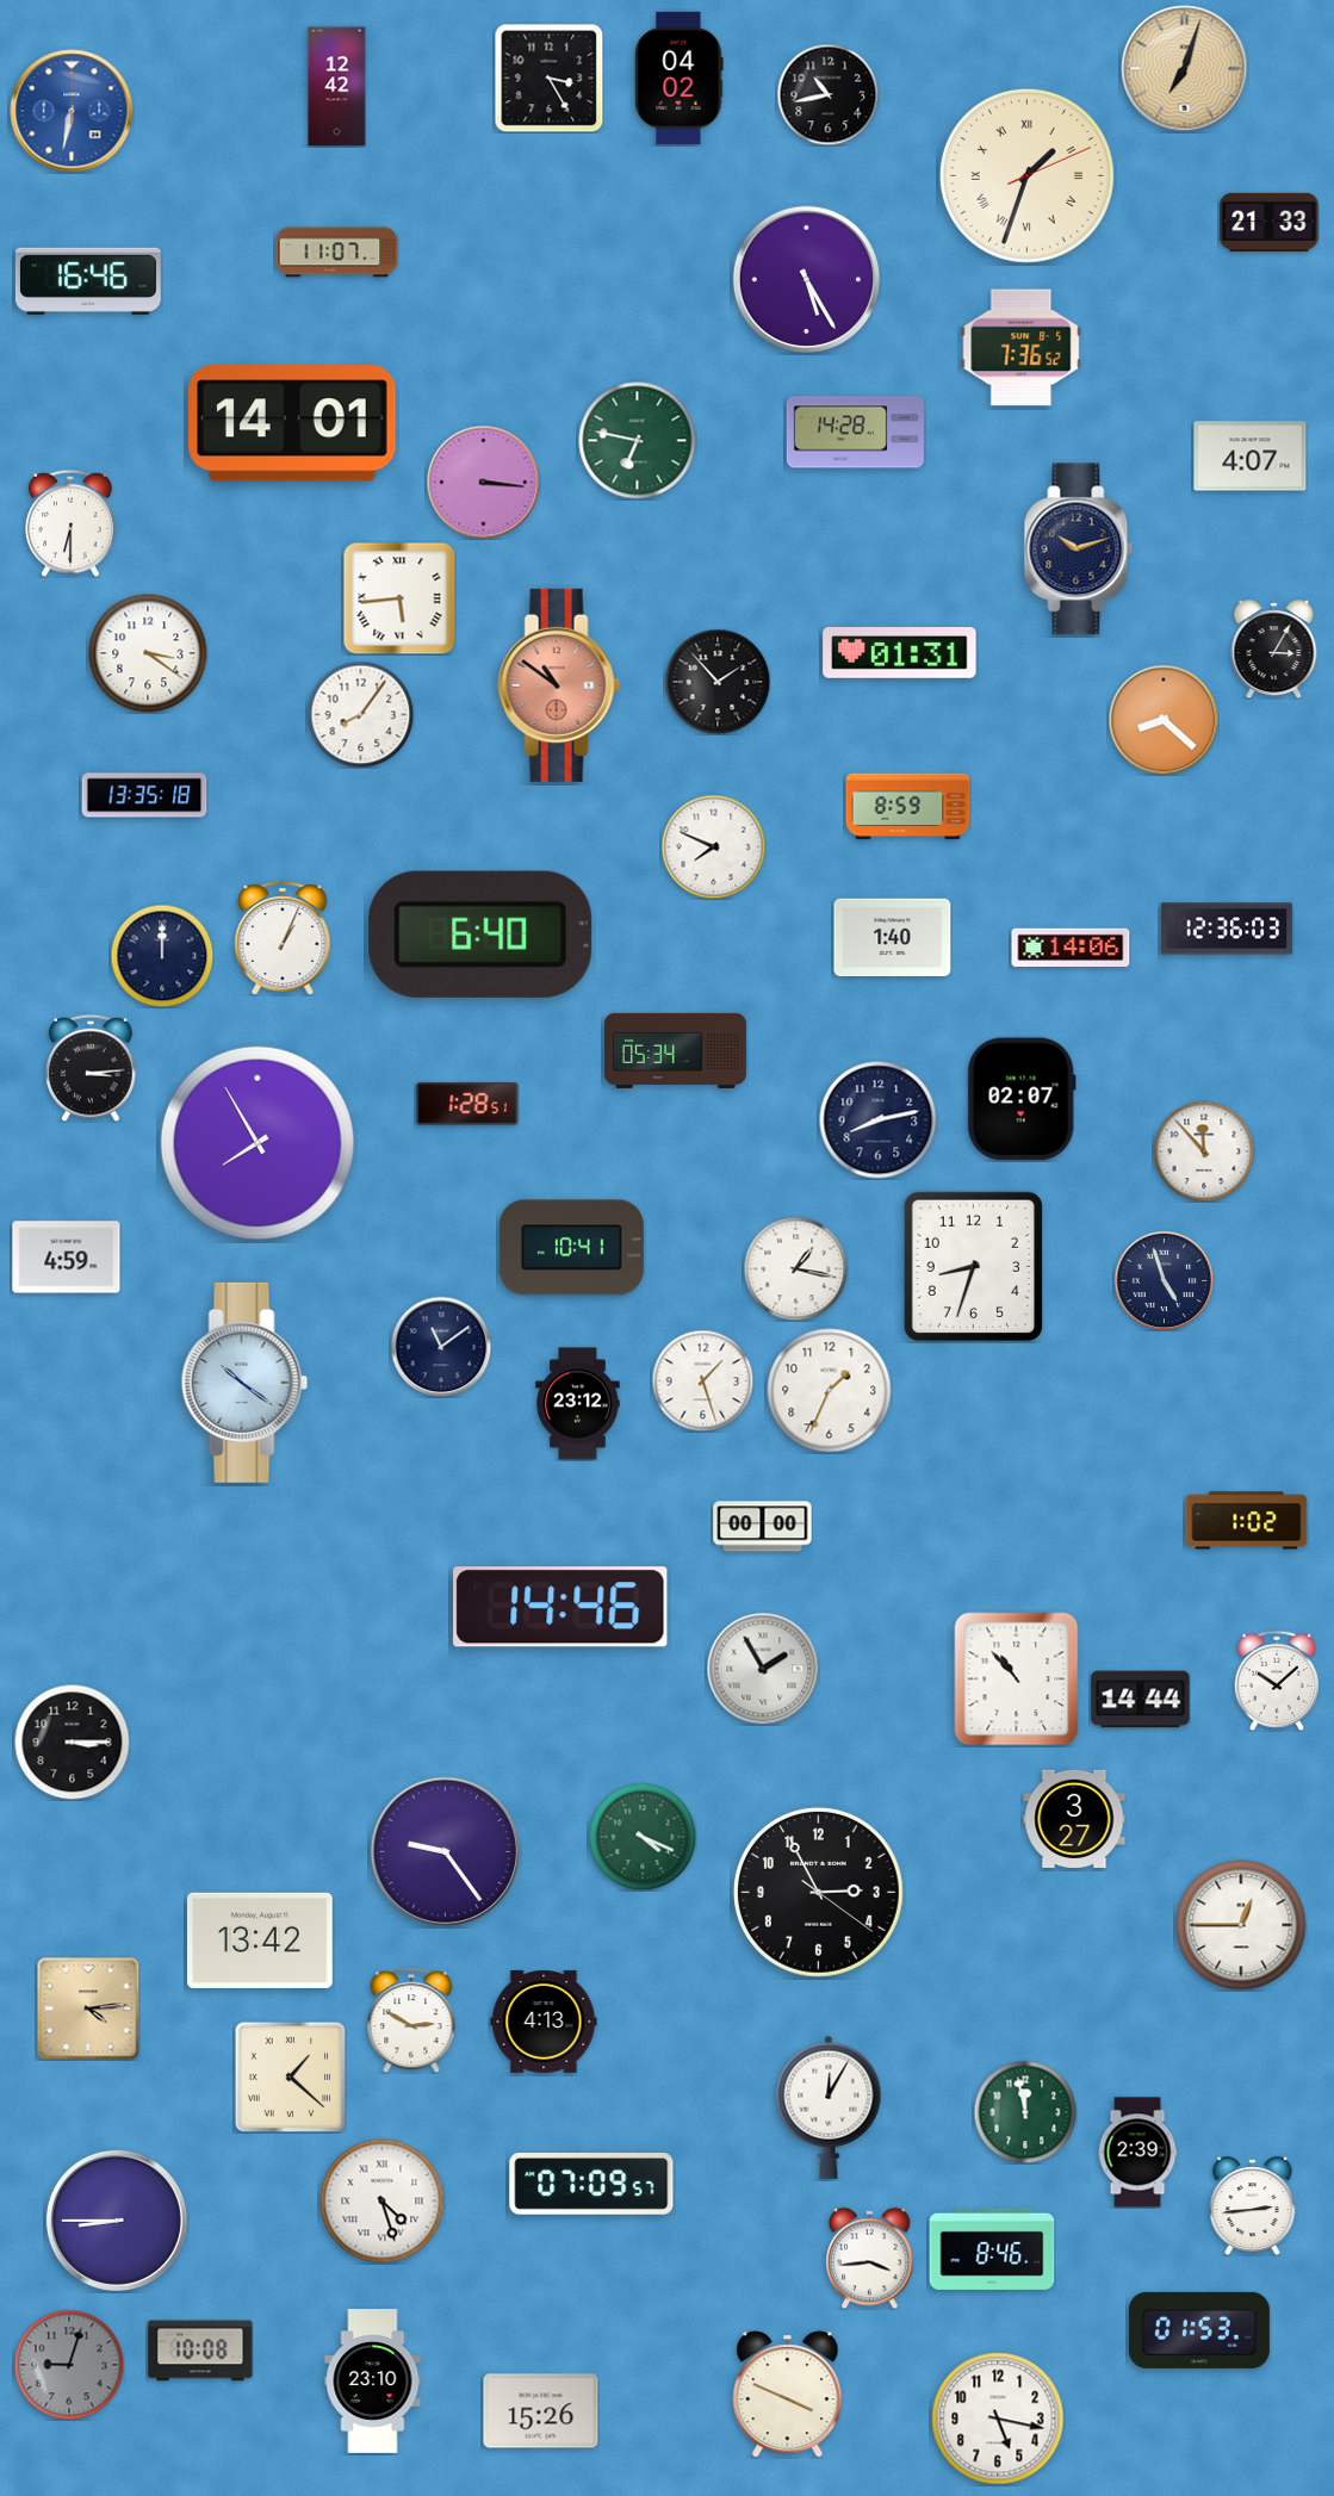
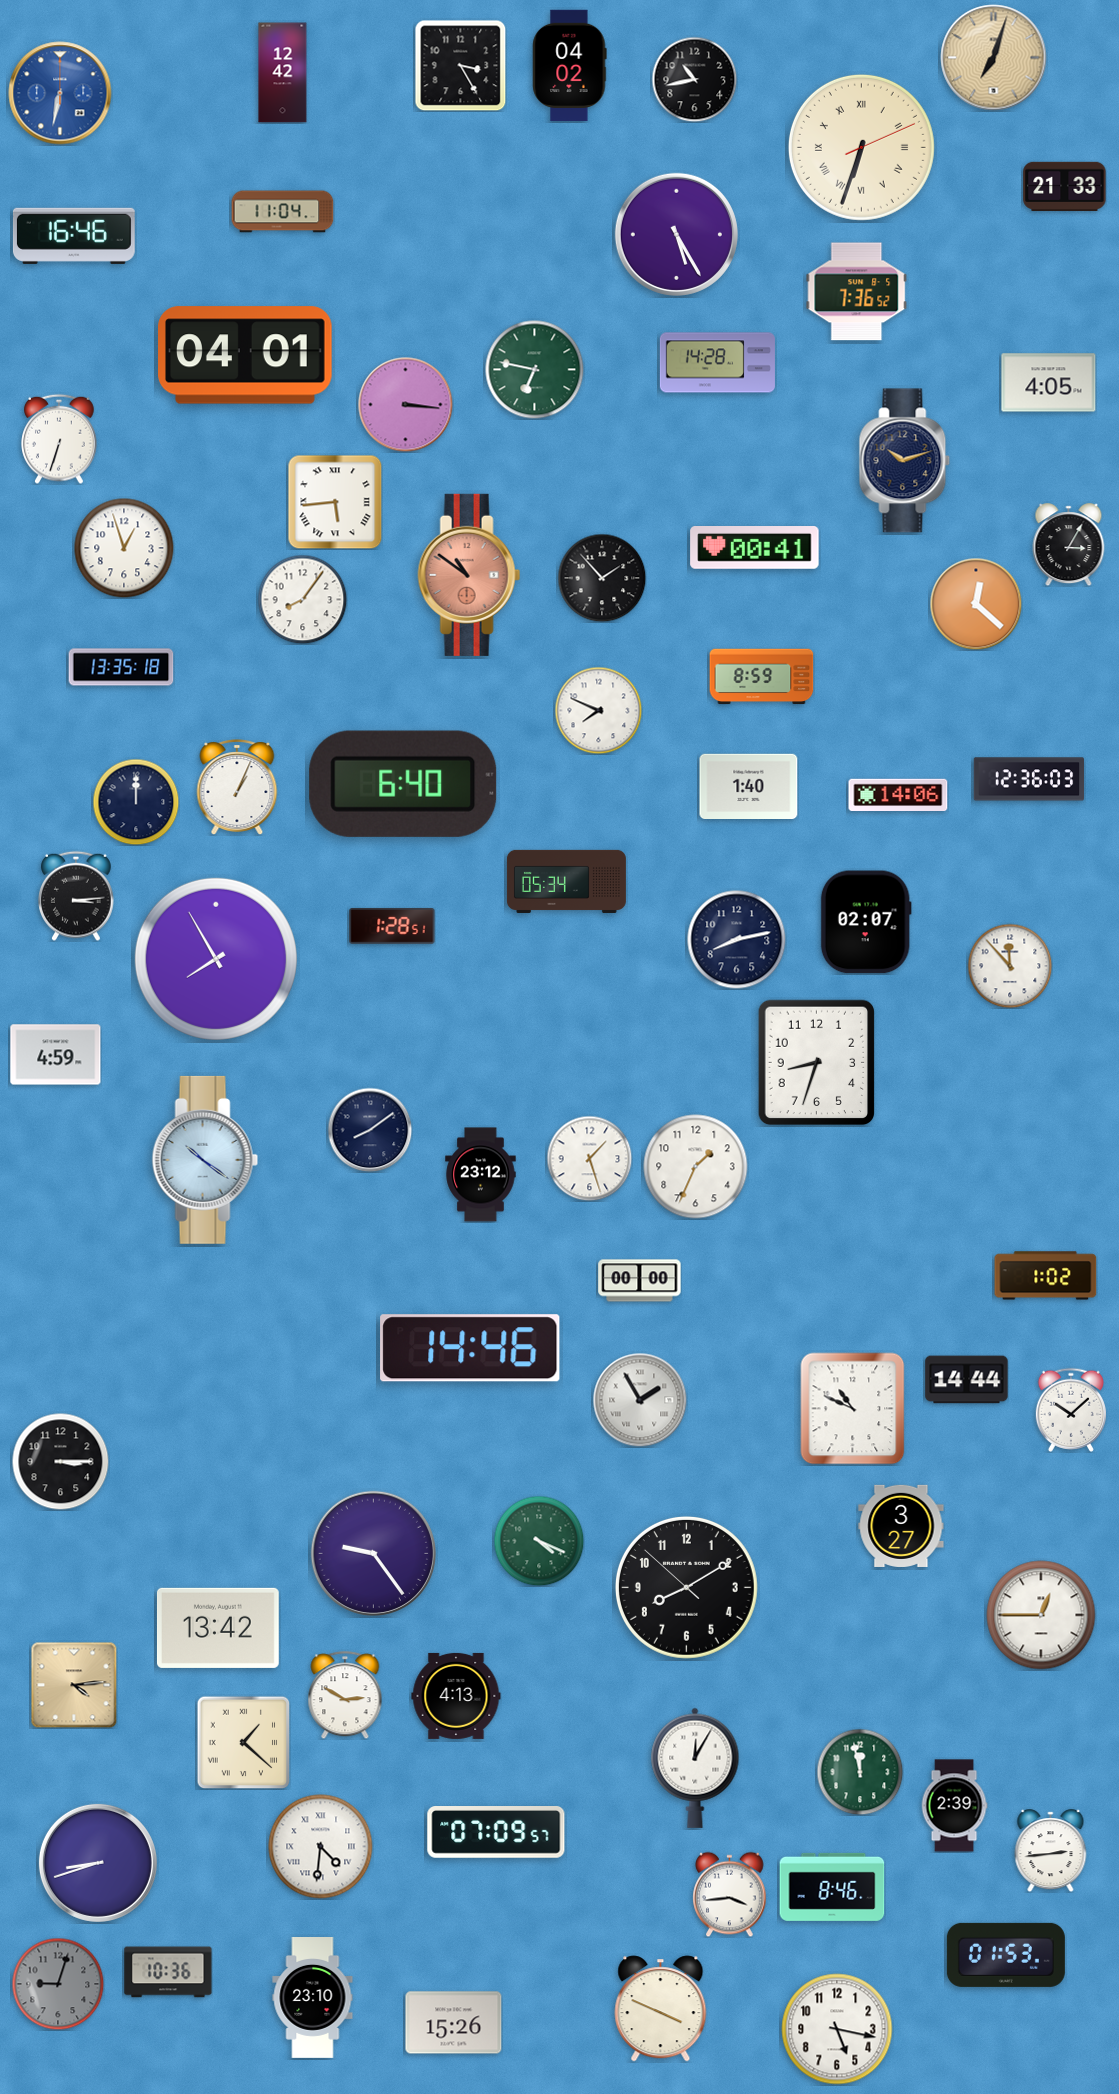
clock at (1026, 175): 1:33 -> 6:33
clock at (337, 253): 11:07 -> 11:04
clock at (292, 423): 14:01 -> 04:01
clock at (1251, 457): 4:07 -> 4:05
clock at (70, 523): 6:30 -> 6:33
clock at (148, 653): 3:21 -> 12:57
clock at (900, 653): 01:31 -> 00:41
clock at (718, 682) position: (718, 682) -> (602, 578)
clock at (1164, 720): 8:22 -> 12:22
clock at (1022, 1099) position: (1022, 1099) -> (866, 922)
clock at (571, 1248): 10:41 -> none
clock at (795, 1268): 1:17 -> none
clock at (1164, 1280): 4:57 -> none
clock at (441, 1347): 11:09 -> 8:09
clock at (578, 1404) position: (578, 1404) -> (481, 1175)
clock at (1017, 1679): 10:53 -> 10:49
clock at (1141, 1700) position: (1141, 1700) -> (967, 1380)
clock at (818, 1892): 2:55 -> 8:09
clock at (383, 2202): 4:27 -> 4:31
clock at (117, 2221): 8:45 -> 8:42
clock at (200, 2351): 10:08 -> 10:36
